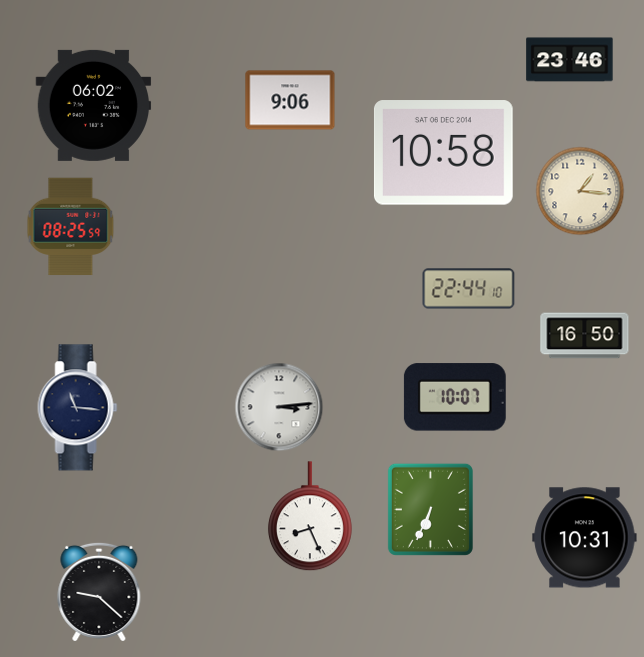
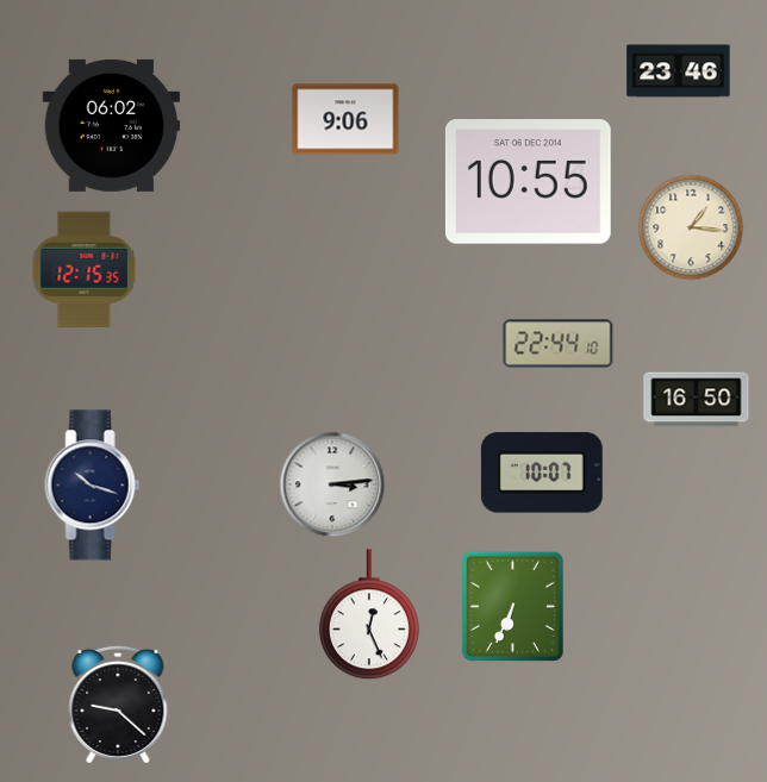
clock at (443, 153): 10:58 -> 10:55
clock at (71, 227): 08:25 -> 12:15
clock at (78, 408): 11:16 -> 10:18
clock at (310, 517): 8:26 -> 12:26
clock at (585, 538): 10:31 -> none
